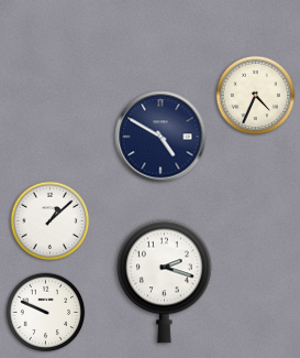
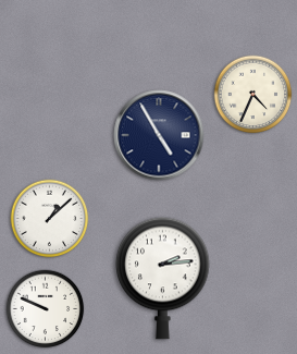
clock at (160, 137): 4:50 -> 4:55
clock at (165, 281): 2:18 -> 2:14
